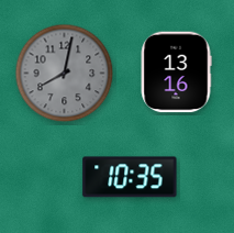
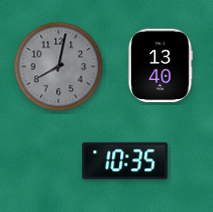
clock at (176, 73): 13:16 -> 13:40
clock at (130, 177) position: (130, 177) -> (125, 161)
